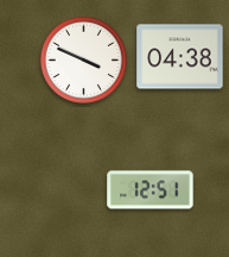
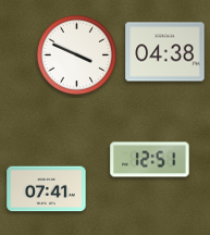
clock at (151, 190) position: (151, 190) -> (150, 160)
clock at (47, 189): none -> 07:41
